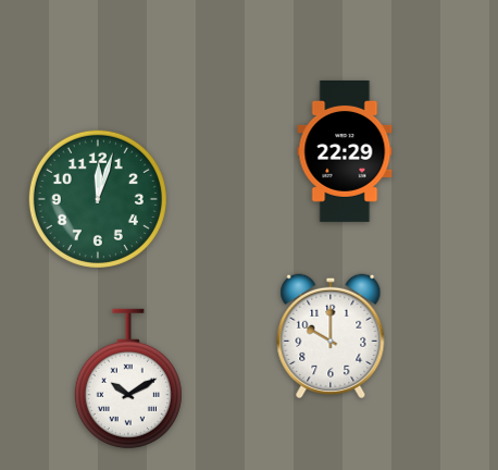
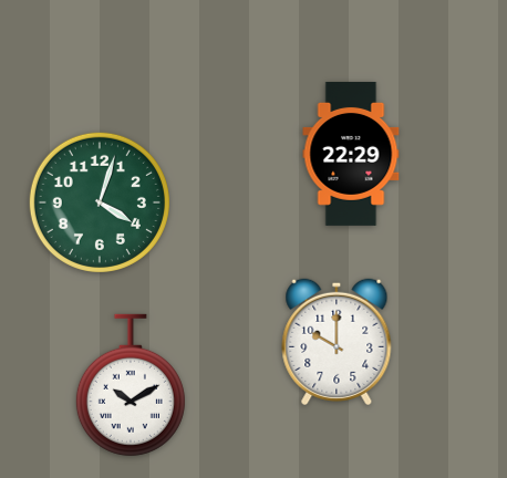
clock at (98, 199): 12:03 -> 4:03
